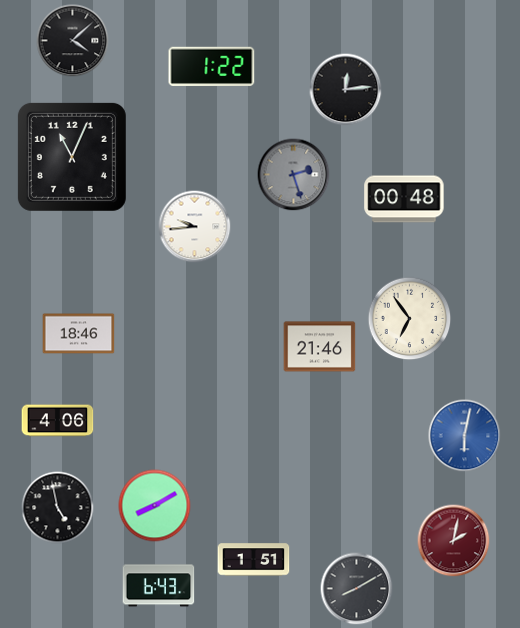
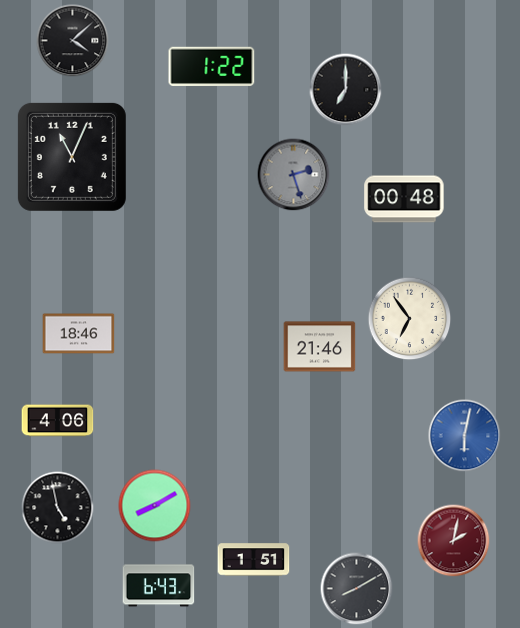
clock at (346, 90): 12:14 -> 7:00
clock at (195, 227): 9:44 -> none
